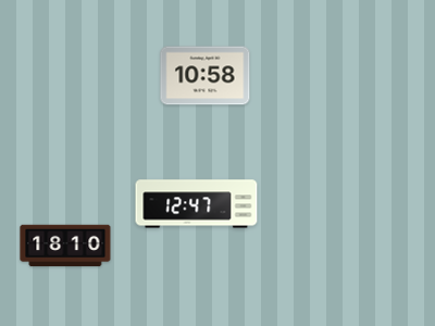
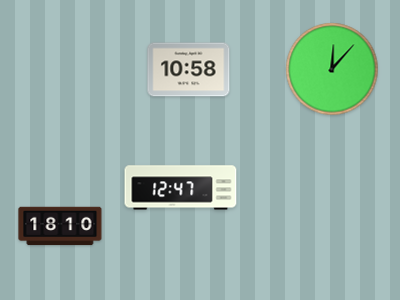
clock at (332, 69): none -> 12:07
